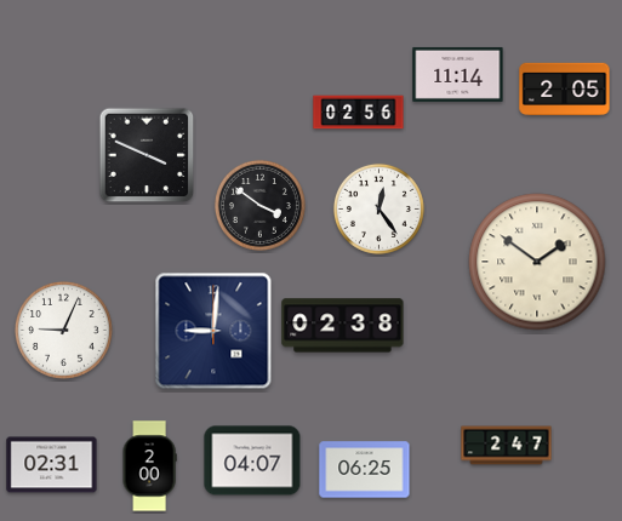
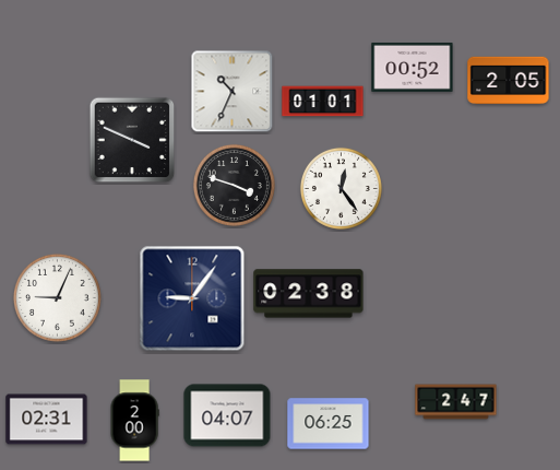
clock at (458, 74): 11:14 -> 00:52
clock at (233, 92): none -> 10:34
clock at (359, 113): 02:56 -> 01:01
clock at (259, 205): 3:51 -> 3:48
clock at (537, 262): 1:51 -> none
clock at (213, 331): 9:01 -> 9:06
